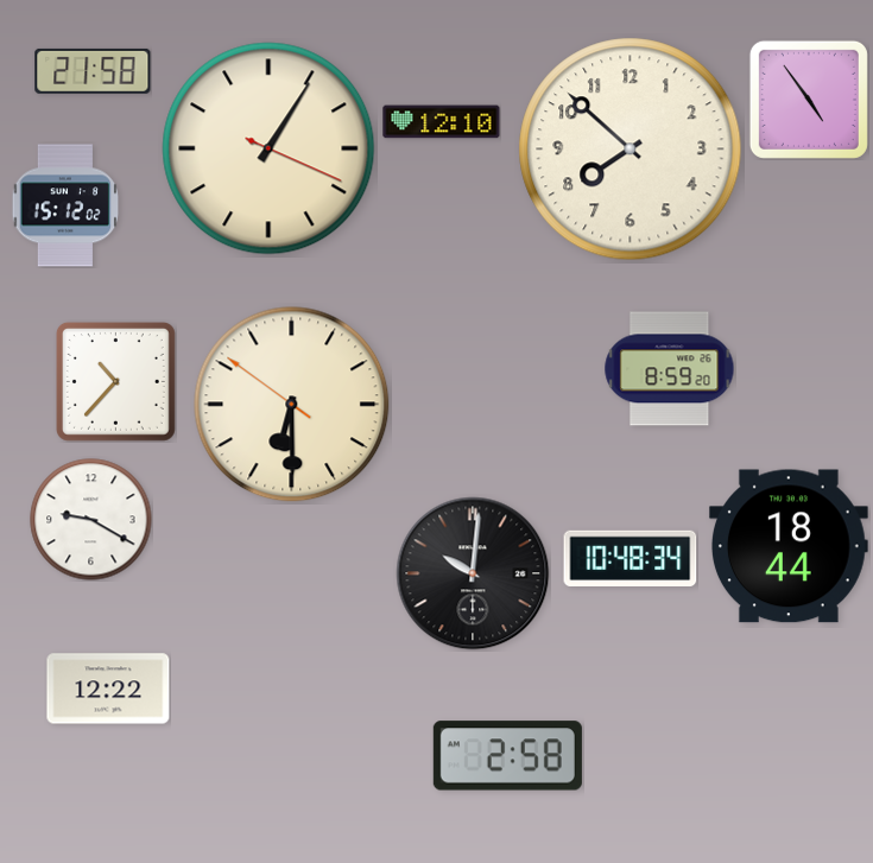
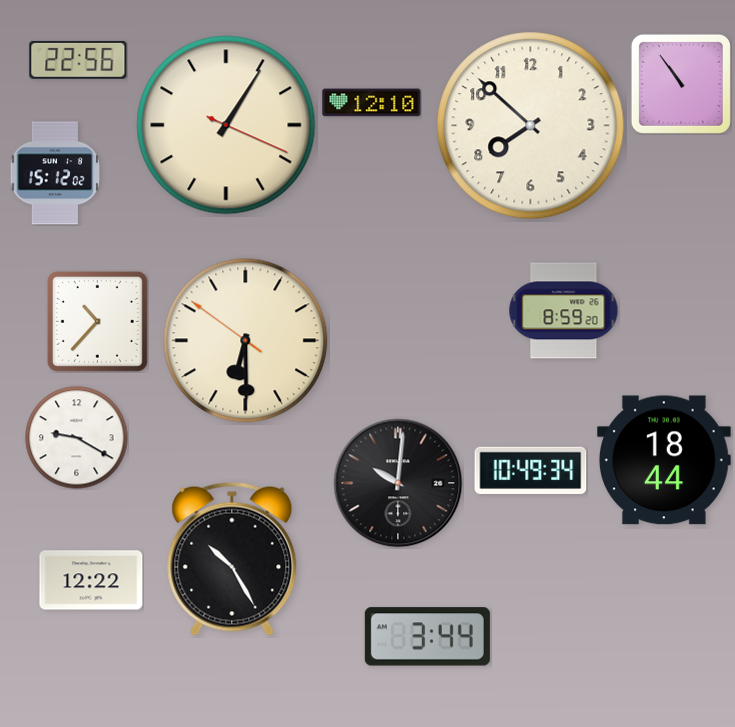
clock at (93, 71): 21:58 -> 22:56
clock at (809, 100): 4:54 -> 10:54
clock at (631, 558): 10:48 -> 10:49
clock at (232, 559): none -> 10:25
clock at (507, 756): 2:58 -> 3:44
